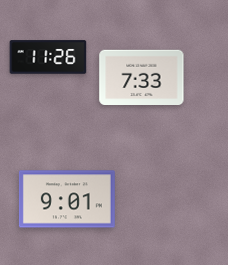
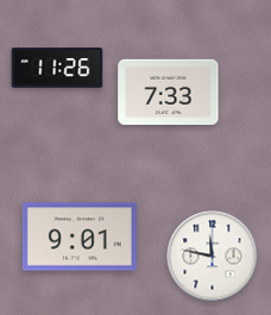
clock at (213, 257): none -> 11:47
